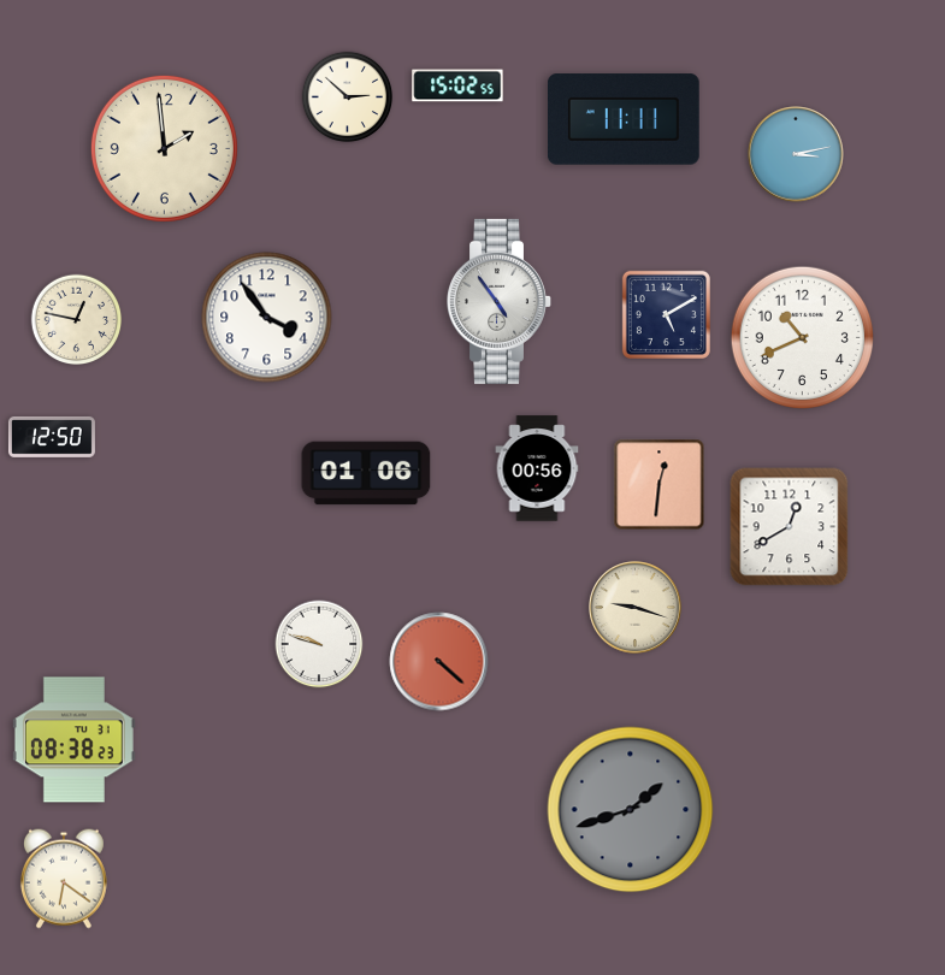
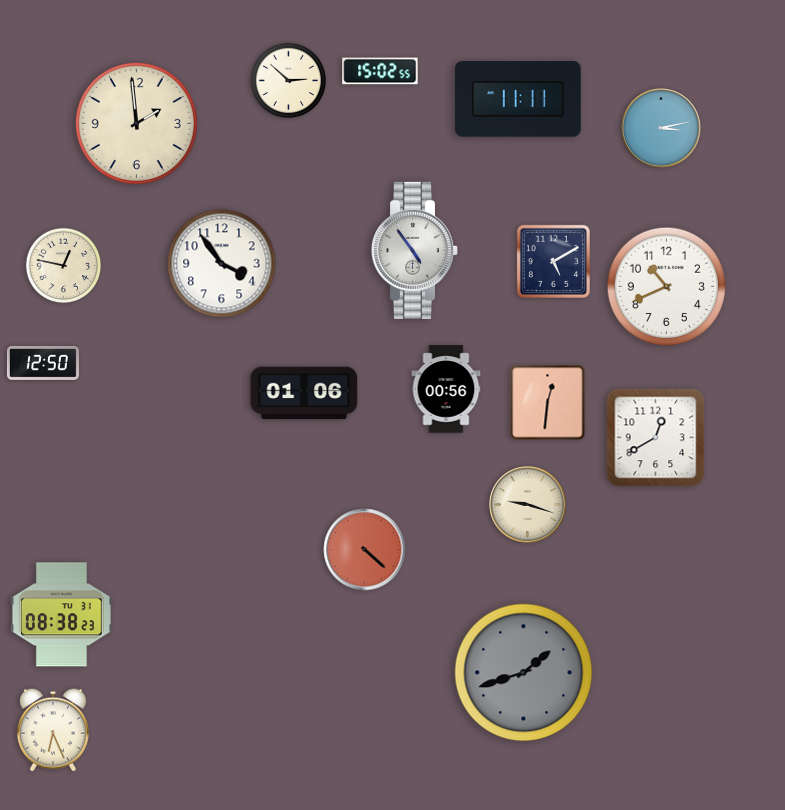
clock at (802, 337) position: (802, 337) -> (666, 286)
clock at (319, 644): 9:48 -> none
clock at (64, 879): 6:21 -> 6:26
